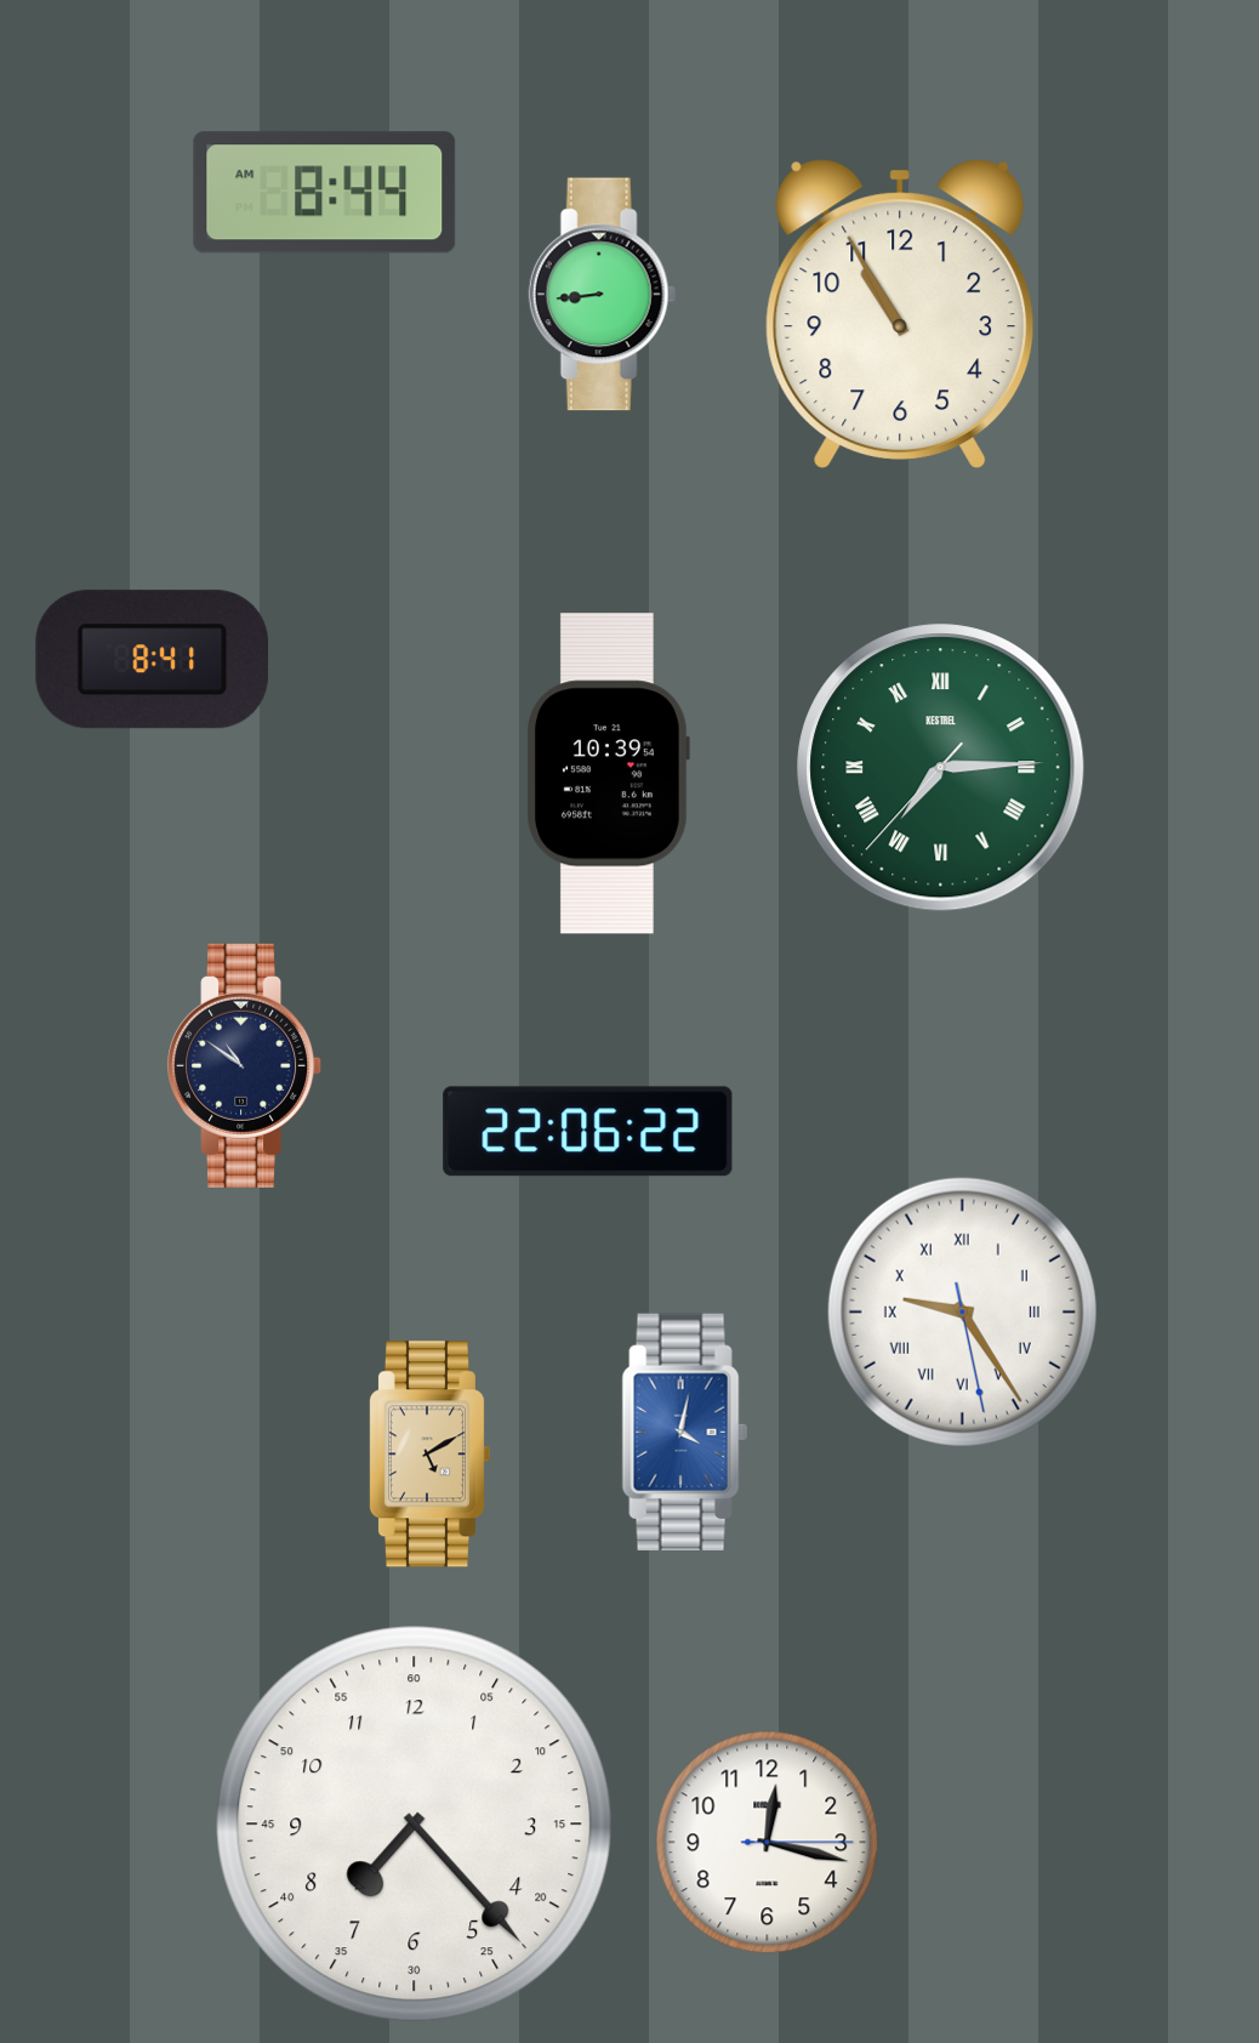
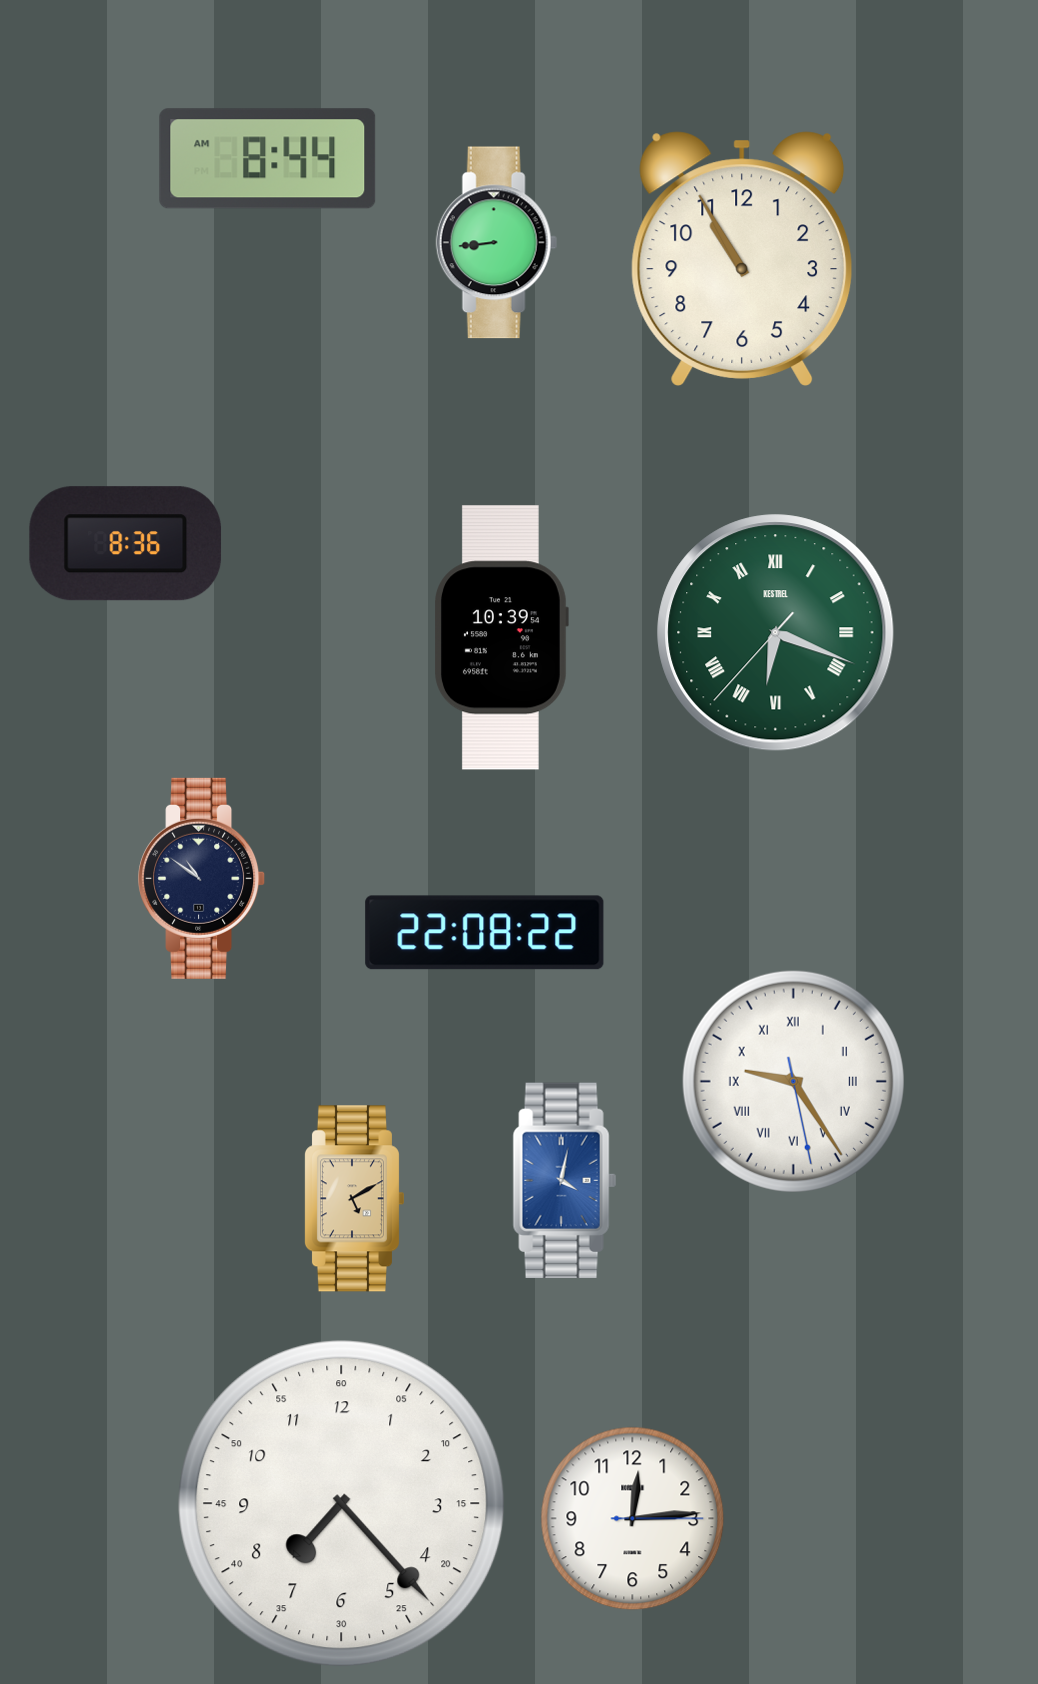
clock at (153, 660): 8:41 -> 8:36
clock at (941, 768): 7:14 -> 6:18
clock at (588, 1132): 22:06 -> 22:08
clock at (768, 1843): 12:17 -> 12:14
